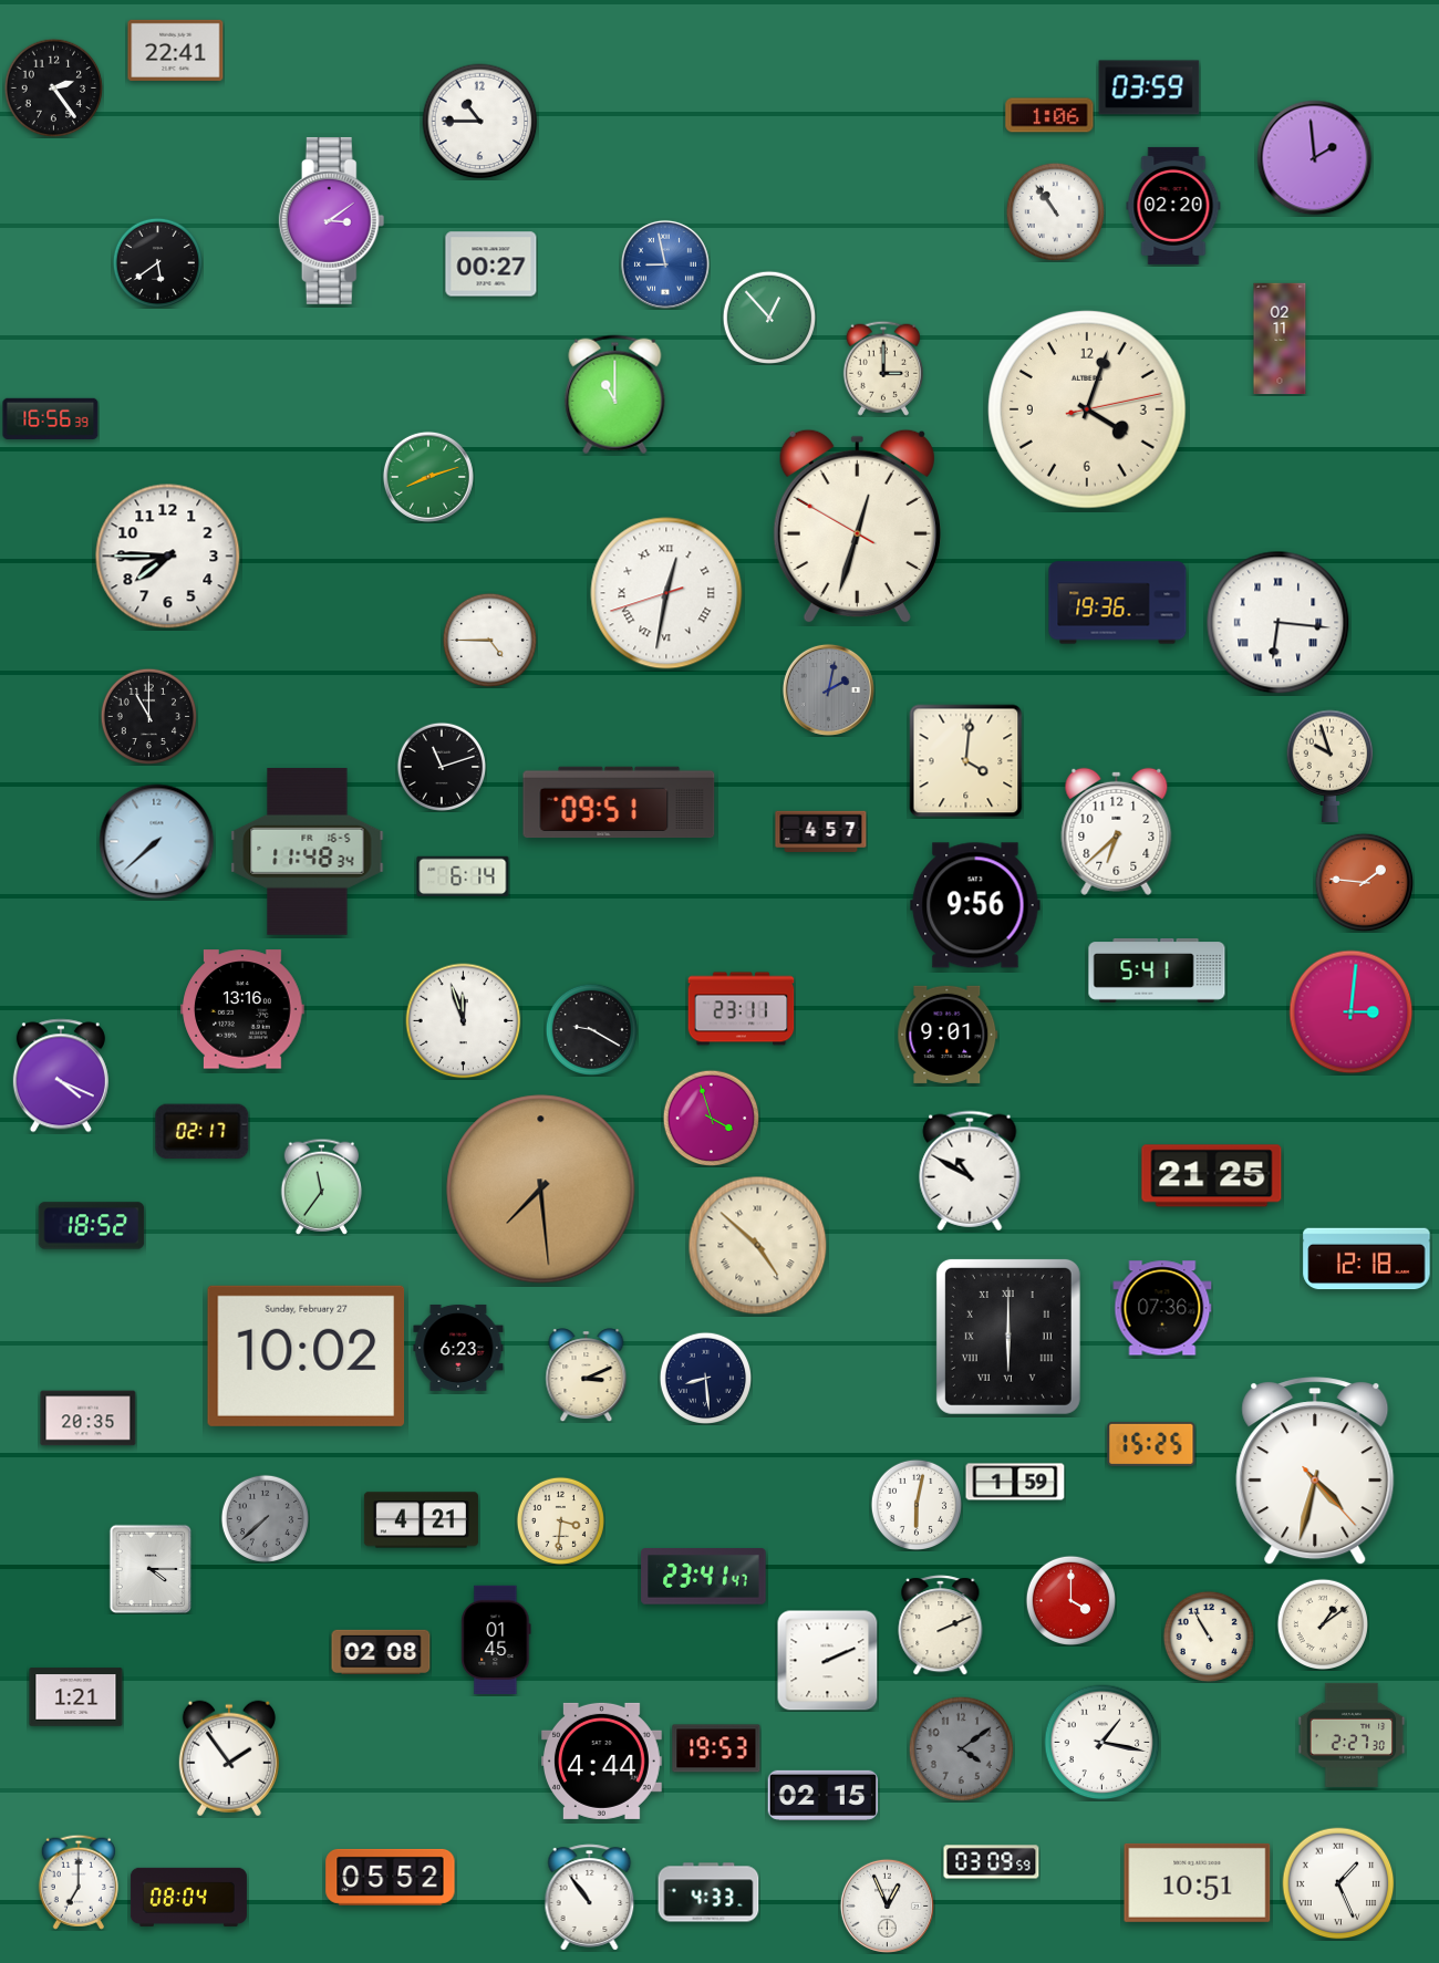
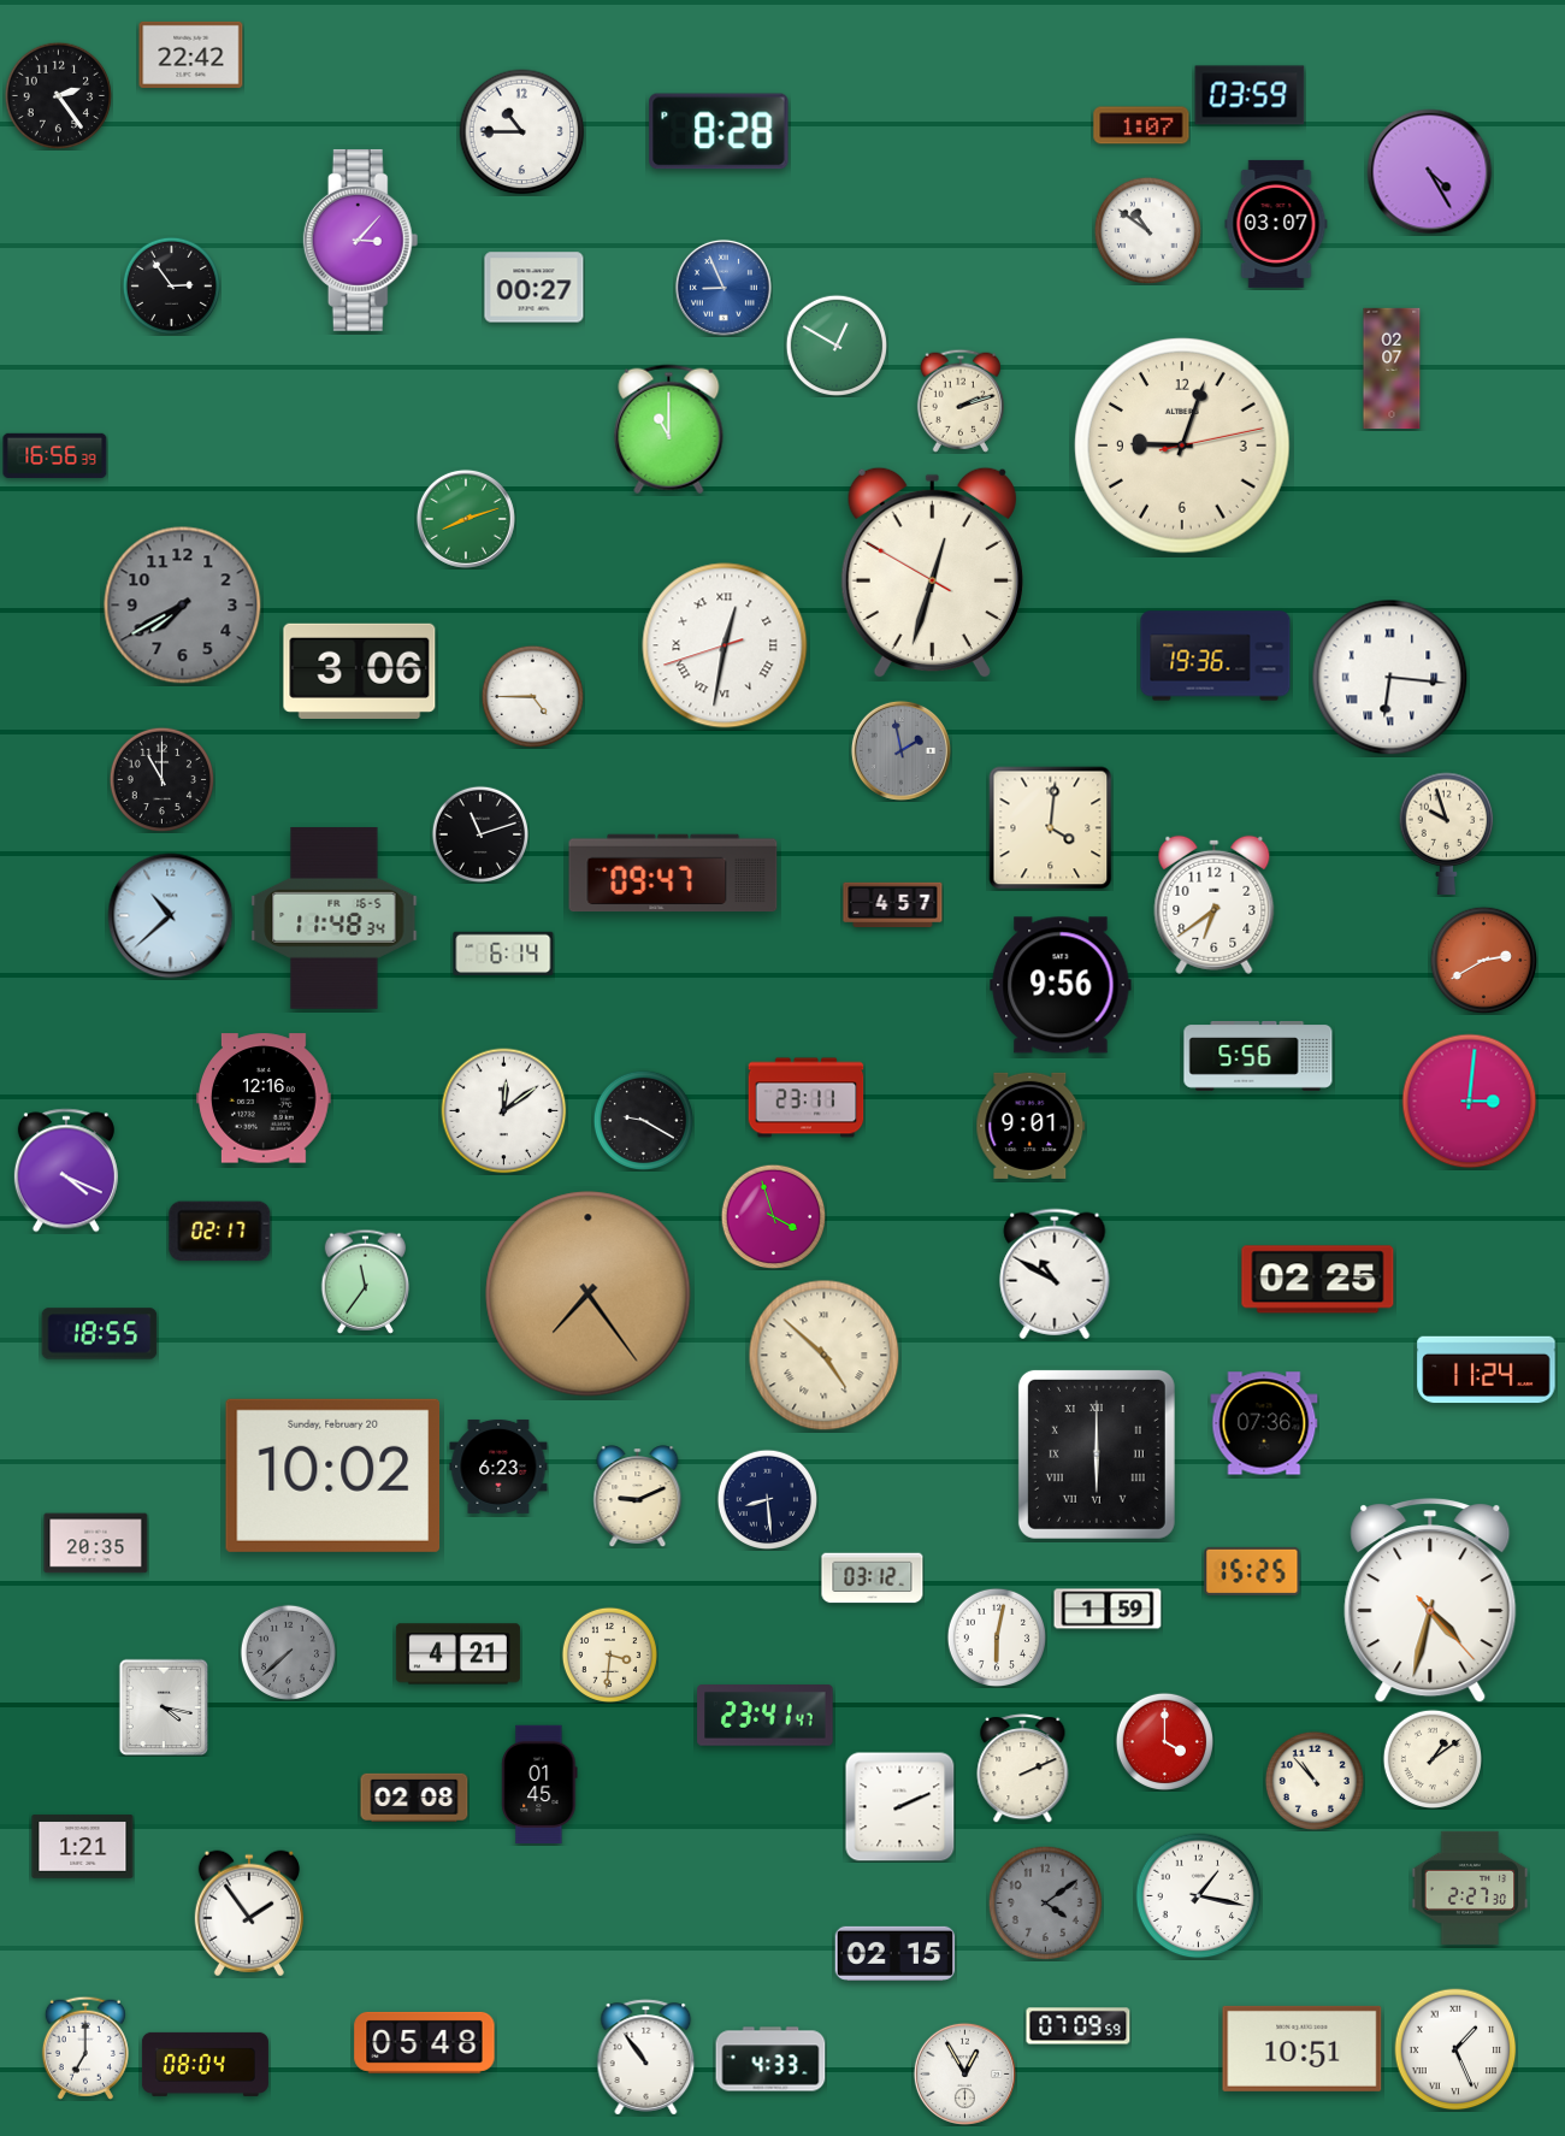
clock at (176, 50): 22:41 -> 22:42
clock at (1049, 115): 1:06 -> 1:07
clock at (719, 131): none -> 8:28
clock at (1315, 158): 1:59 -> 4:25
clock at (1173, 206): 02:20 -> 03:07
clock at (1055, 211): 10:54 -> 10:51
clock at (332, 220): 3:09 -> 3:07
clock at (157, 262): 5:39 -> 2:54
clock at (665, 264): 8:58 -> 8:56
clock at (768, 316): 12:53 -> 12:50
clock at (1280, 339): 02:11 -> 02:07
clock at (883, 368): 3:00 -> 2:12
clock at (1088, 411): 4:03 -> 9:03
clock at (168, 557): 7:45 -> 7:40
clock at (168, 557) dial: white -> grey
clock at (360, 671): none -> 3:06
clock at (828, 689): 2:02 -> 1:58
clock at (619, 802): 09:51 -> 09:47
clock at (1117, 831): 6:38 -> 6:39
clock at (157, 842): 7:38 -> 10:38
clock at (308, 851) position: (308, 851) -> (335, 917)
clock at (1364, 882): 1:46 -> 2:40
clock at (1157, 972): 5:41 -> 5:56
clock at (242, 1009): 13:16 -> 12:16
clock at (464, 1021): 11:57 -> 12:09
clock at (1212, 1176): 21:25 -> 02:25
clock at (322, 1186) position: (322, 1186) -> (366, 1281)
clock at (541, 1190): 7:29 -> 7:24
clock at (92, 1226): 18:52 -> 18:55
clock at (1367, 1259): 12:18 -> 11:24
clock at (307, 1356) date: Sunday, February 27 -> Sunday, February 20
clock at (587, 1375): 3:11 -> 9:11
clock at (873, 1579): none -> 03:12
clock at (1015, 1482) position: (1015, 1482) -> (1108, 1609)
clock at (151, 1569): 4:15 -> 4:17
clock at (1322, 1623) position: (1322, 1623) -> (1431, 1758)
clock at (1208, 1635): 10:55 -> 10:53
clock at (716, 1748): 19:53 -> none
clock at (601, 1761): 4:44 -> none
clock at (992, 1862): 03:09 -> 07:09
clock at (391, 1877): 05:52 -> 05:48
clock at (590, 1898) position: (590, 1898) -> (646, 2058)
clock at (887, 1905): 12:56 -> 12:55
